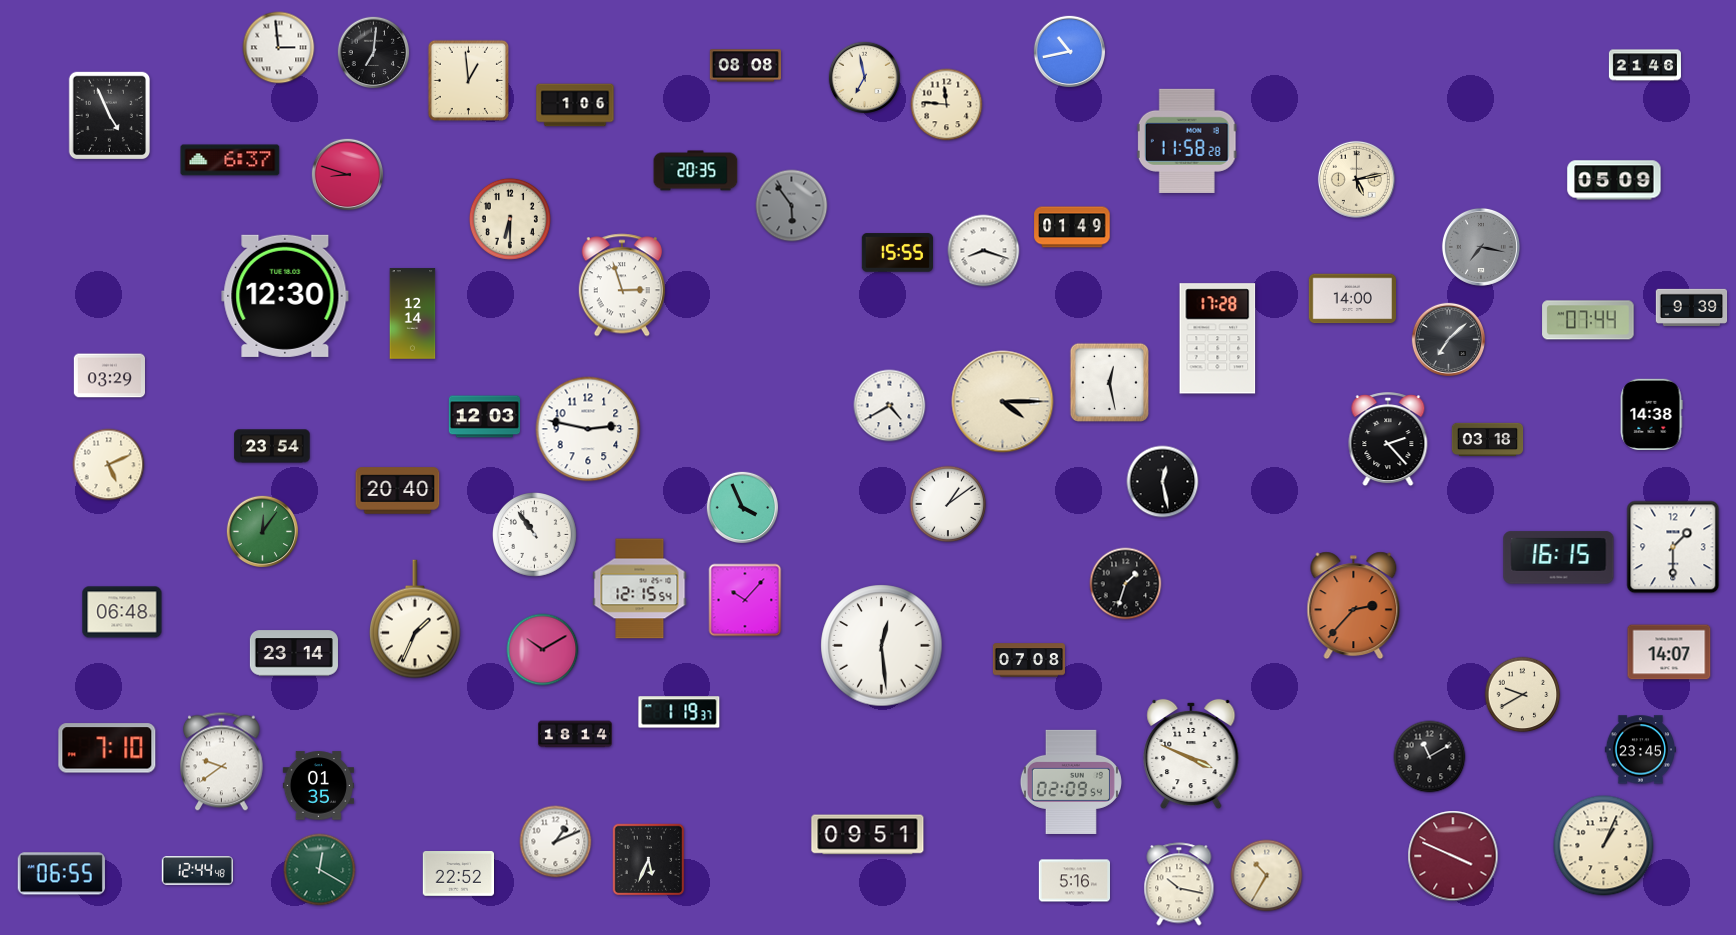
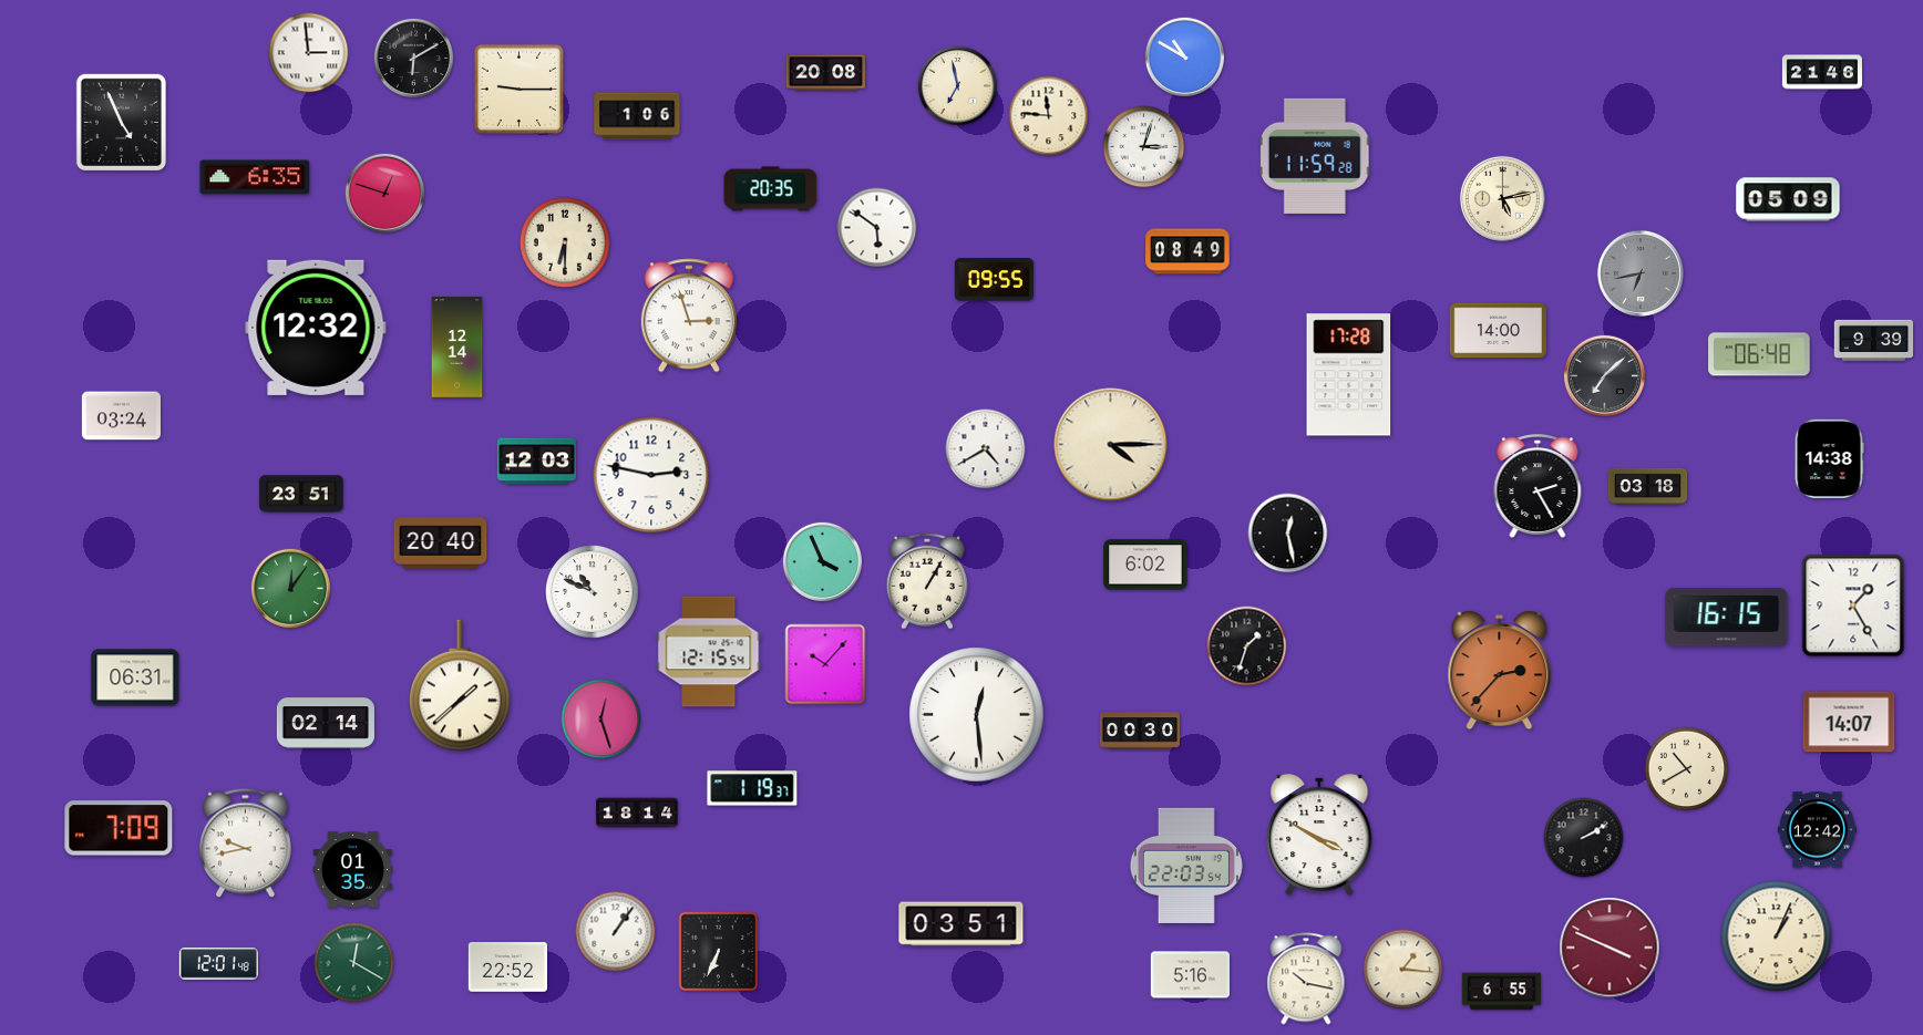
clock at (1070, 52): 10:43 -> 10:50
clock at (374, 53): 7:01 -> 6:10
clock at (745, 66): 08:08 -> 20:08
clock at (469, 81): 12:59 -> 9:15
clock at (109, 116) position: (109, 116) -> (121, 123)
clock at (1144, 147): none -> 3:03
clock at (1187, 141): 11:58 -> 11:59
clock at (230, 160): 6:37 -> 6:35
clock at (348, 175): 8:48 -> 12:48
clock at (792, 206): 5:54 -> 5:51
clock at (792, 206) dial: grey -> white
clock at (1072, 227): 01:49 -> 08:49
clock at (1481, 247): 7:17 -> 6:43
clock at (984, 251): 8:18 -> none
clock at (897, 253): 15:55 -> 09:55
clock at (285, 296): 12:30 -> 12:32
clock at (1588, 320): 07:44 -> 06:48
clock at (109, 376): 03:29 -> 03:24
clock at (1110, 383): 12:28 -> none
clock at (1388, 440): 2:23 -> 2:25
clock at (272, 446): 23:54 -> 23:51
clock at (109, 465): 5:11 -> none
clock at (948, 504): 1:09 -> none
clock at (1145, 565): none -> 6:02
clock at (927, 581): none -> 1:05
clock at (535, 535): 10:54 -> 10:49
clock at (1673, 547): 1:30 -> 1:25
clock at (122, 612): 06:48 -> 06:31
clock at (416, 619): 1:34 -> 1:38
clock at (543, 650): 10:10 -> 12:27
clock at (294, 653): 23:14 -> 02:14
clock at (1029, 660): 07:08 -> 00:30
clock at (1523, 695): 9:40 -> 10:40
clock at (107, 748): 7:10 -> 7:09
clock at (1640, 750): 23:45 -> 12:42
clock at (1191, 754): 3:49 -> 3:50
clock at (1430, 757): 11:10 -> 2:10
clock at (222, 762): 9:39 -> 9:43
clock at (1071, 782): 02:09 -> 22:03
clock at (868, 835): 09:51 -> 03:51
clock at (556, 842): 1:11 -> 1:06
clock at (649, 860): 5:34 -> 6:34
clock at (197, 871): 12:44 -> 12:01
clock at (61, 874): 06:55 -> none
clock at (1267, 876): 10:35 -> 1:16
clock at (1502, 992): none -> 6:55
